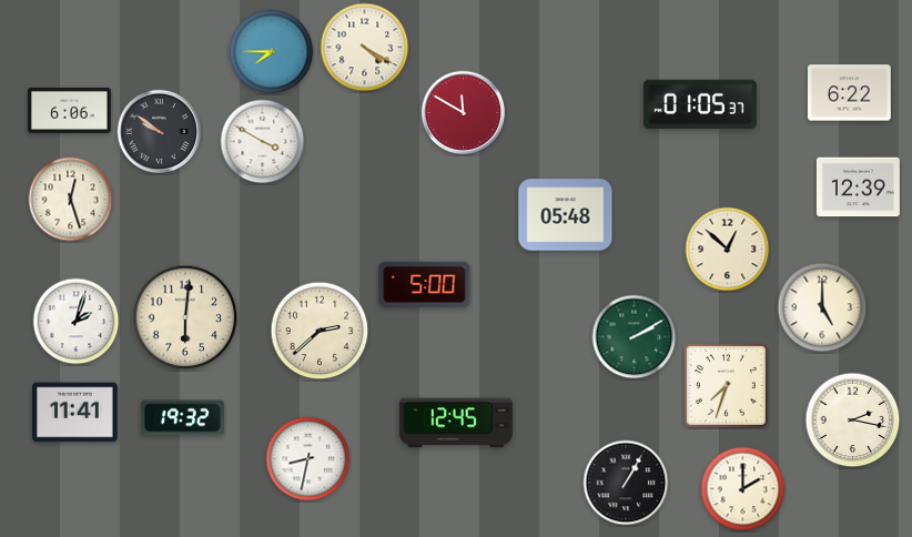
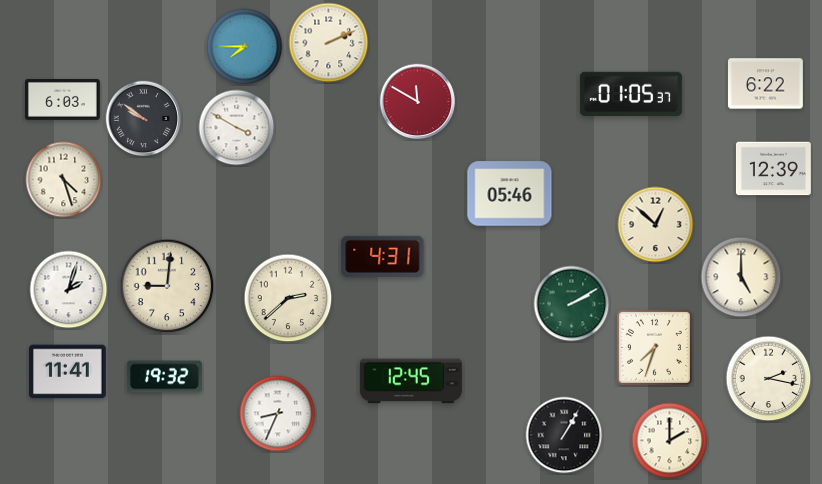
clock at (365, 48): 4:20 -> 2:11
clock at (69, 110): 6:06 -> 6:03
clock at (71, 200): 12:27 -> 4:27
clock at (566, 215): 05:48 -> 05:46
clock at (425, 284): 5:00 -> 4:31
clock at (185, 317): 6:01 -> 9:01
clock at (308, 459): 8:32 -> 8:34
